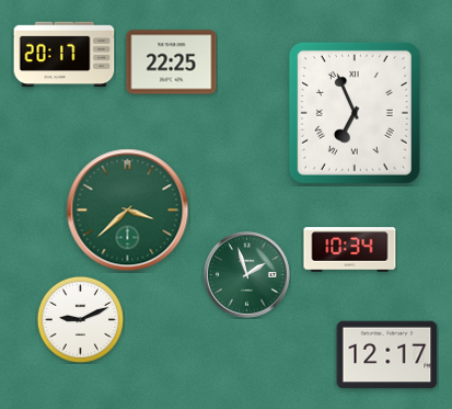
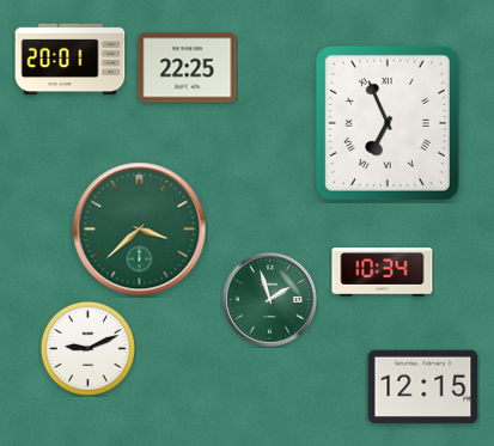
clock at (65, 55): 20:17 -> 20:01
clock at (387, 355): 12:17 -> 12:15
